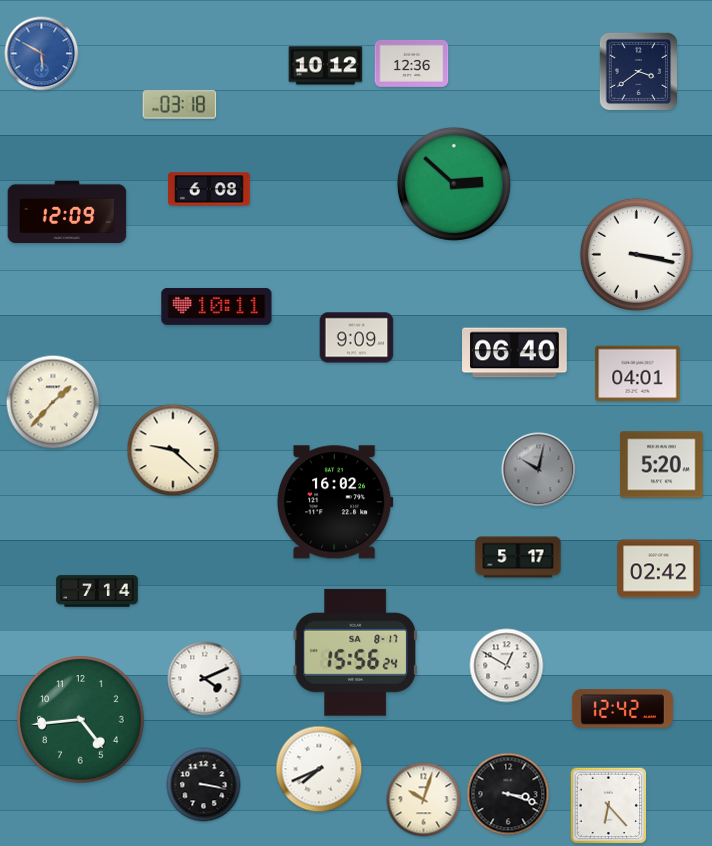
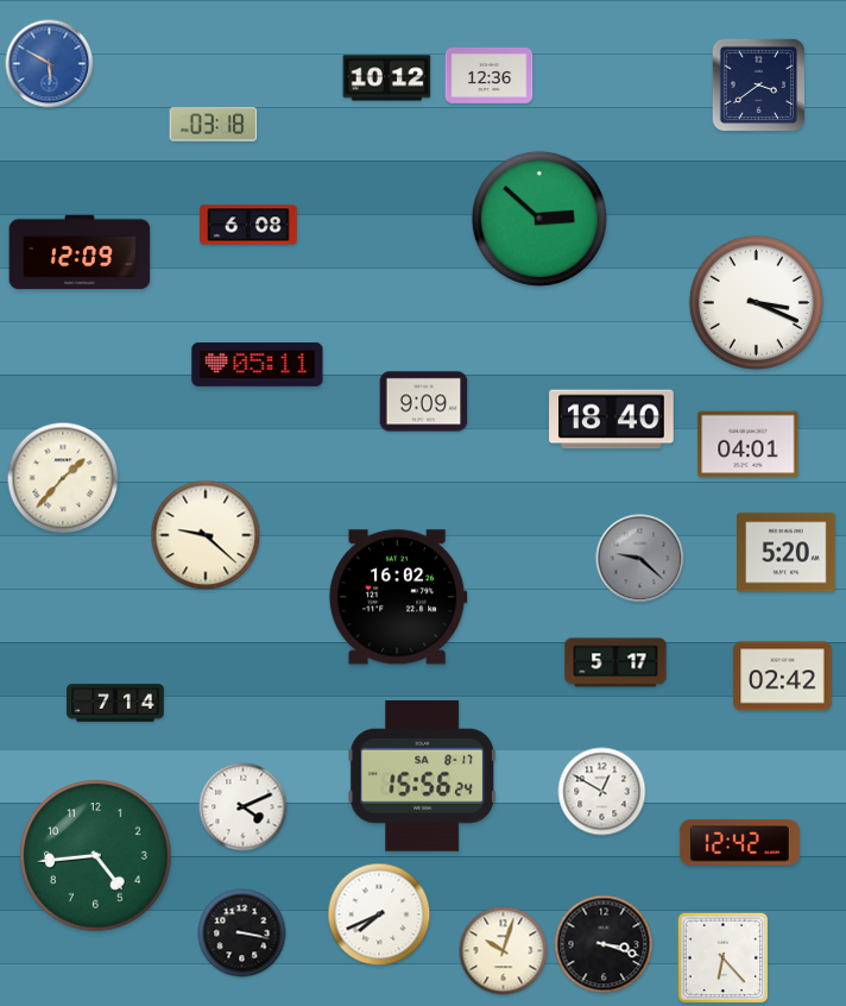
clock at (636, 254): 3:17 -> 3:19
clock at (217, 306): 10:11 -> 05:11
clock at (515, 353): 06:40 -> 18:40
clock at (638, 374) position: (638, 374) -> (749, 445)
clock at (539, 470): 10:02 -> 9:22
